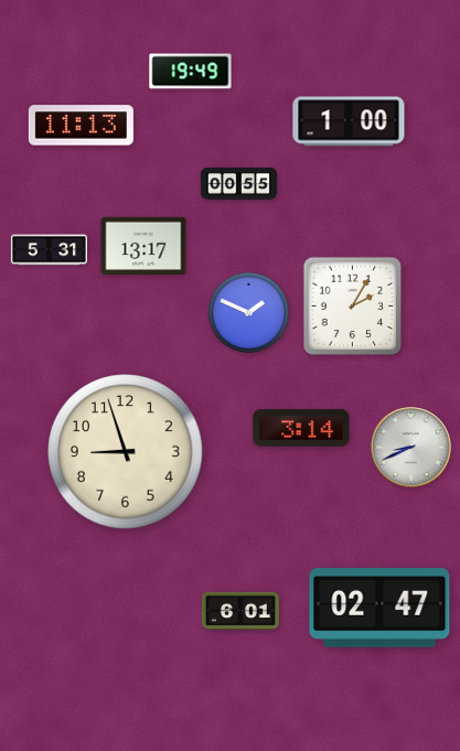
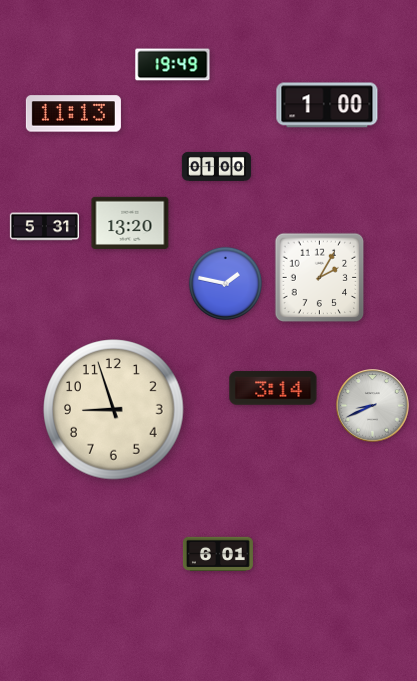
clock at (349, 121) position: (349, 121) -> (327, 105)
clock at (238, 183): 00:55 -> 01:00
clock at (143, 246): 13:17 -> 13:20
clock at (248, 312): 1:49 -> 1:47
clock at (379, 608): 02:47 -> none
